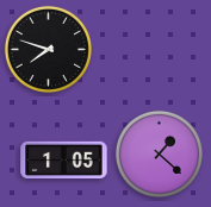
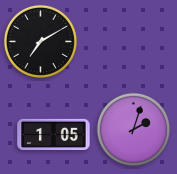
clock at (48, 49): 7:48 -> 7:10
clock at (159, 153): 1:22 -> 2:03
